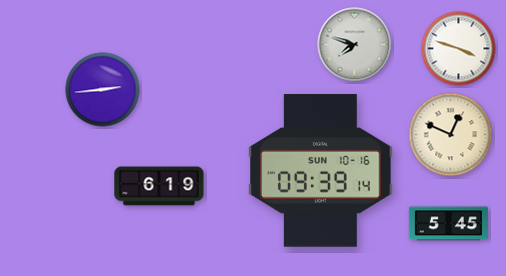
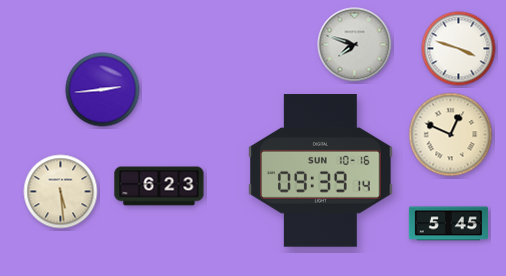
clock at (159, 186): 6:19 -> 6:23
clock at (61, 192): none -> 5:29
